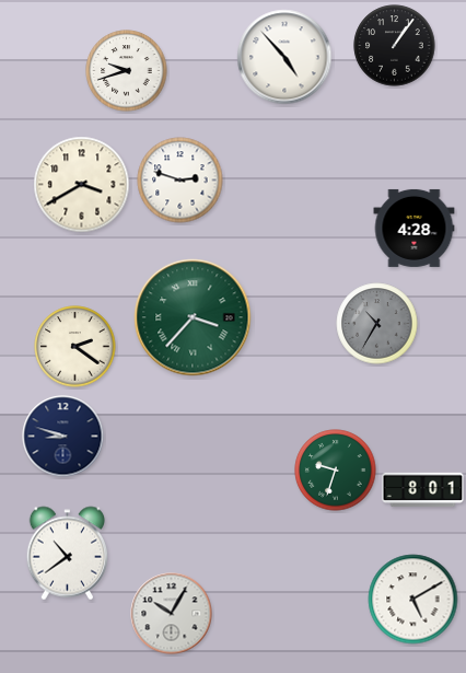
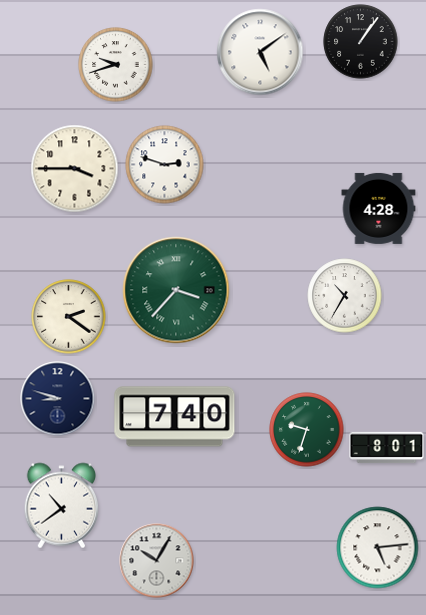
clock at (284, 57): 4:53 -> 5:09
clock at (82, 185): 3:40 -> 3:45
clock at (377, 324) dial: grey -> white
clock at (175, 417): none -> 7:40
clock at (413, 600): 5:10 -> 5:14
